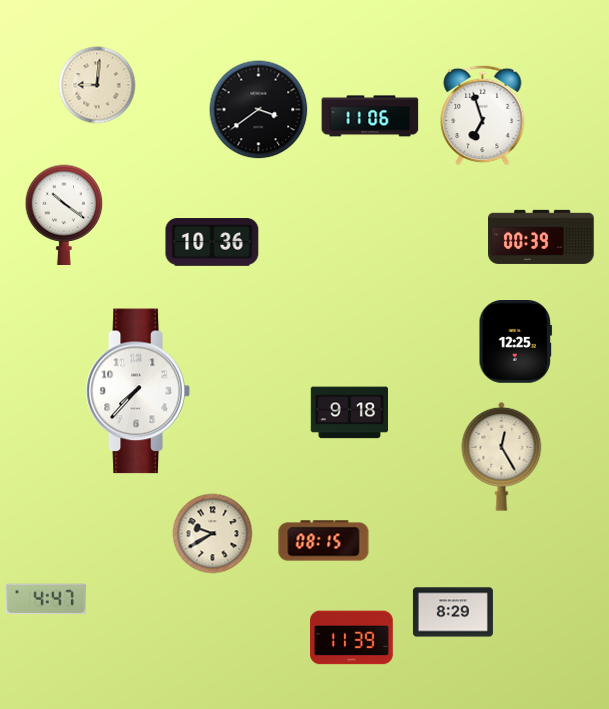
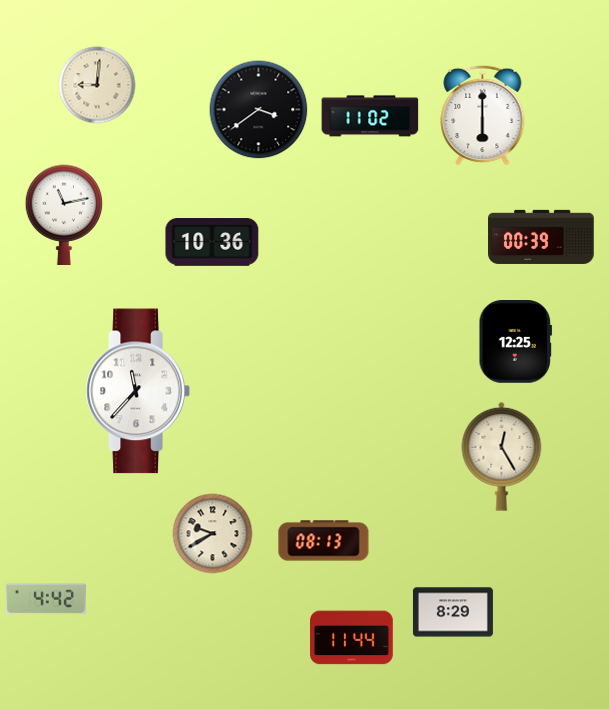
clock at (483, 115): 6:57 -> 6:00
clock at (370, 116): 11:06 -> 11:02
clock at (64, 214): 10:21 -> 11:13
clock at (138, 391): 7:37 -> 11:37
clock at (349, 413): 9:18 -> none
clock at (324, 541): 08:15 -> 08:13
clock at (46, 599): 4:47 -> 4:42
clock at (352, 638): 11:39 -> 11:44
